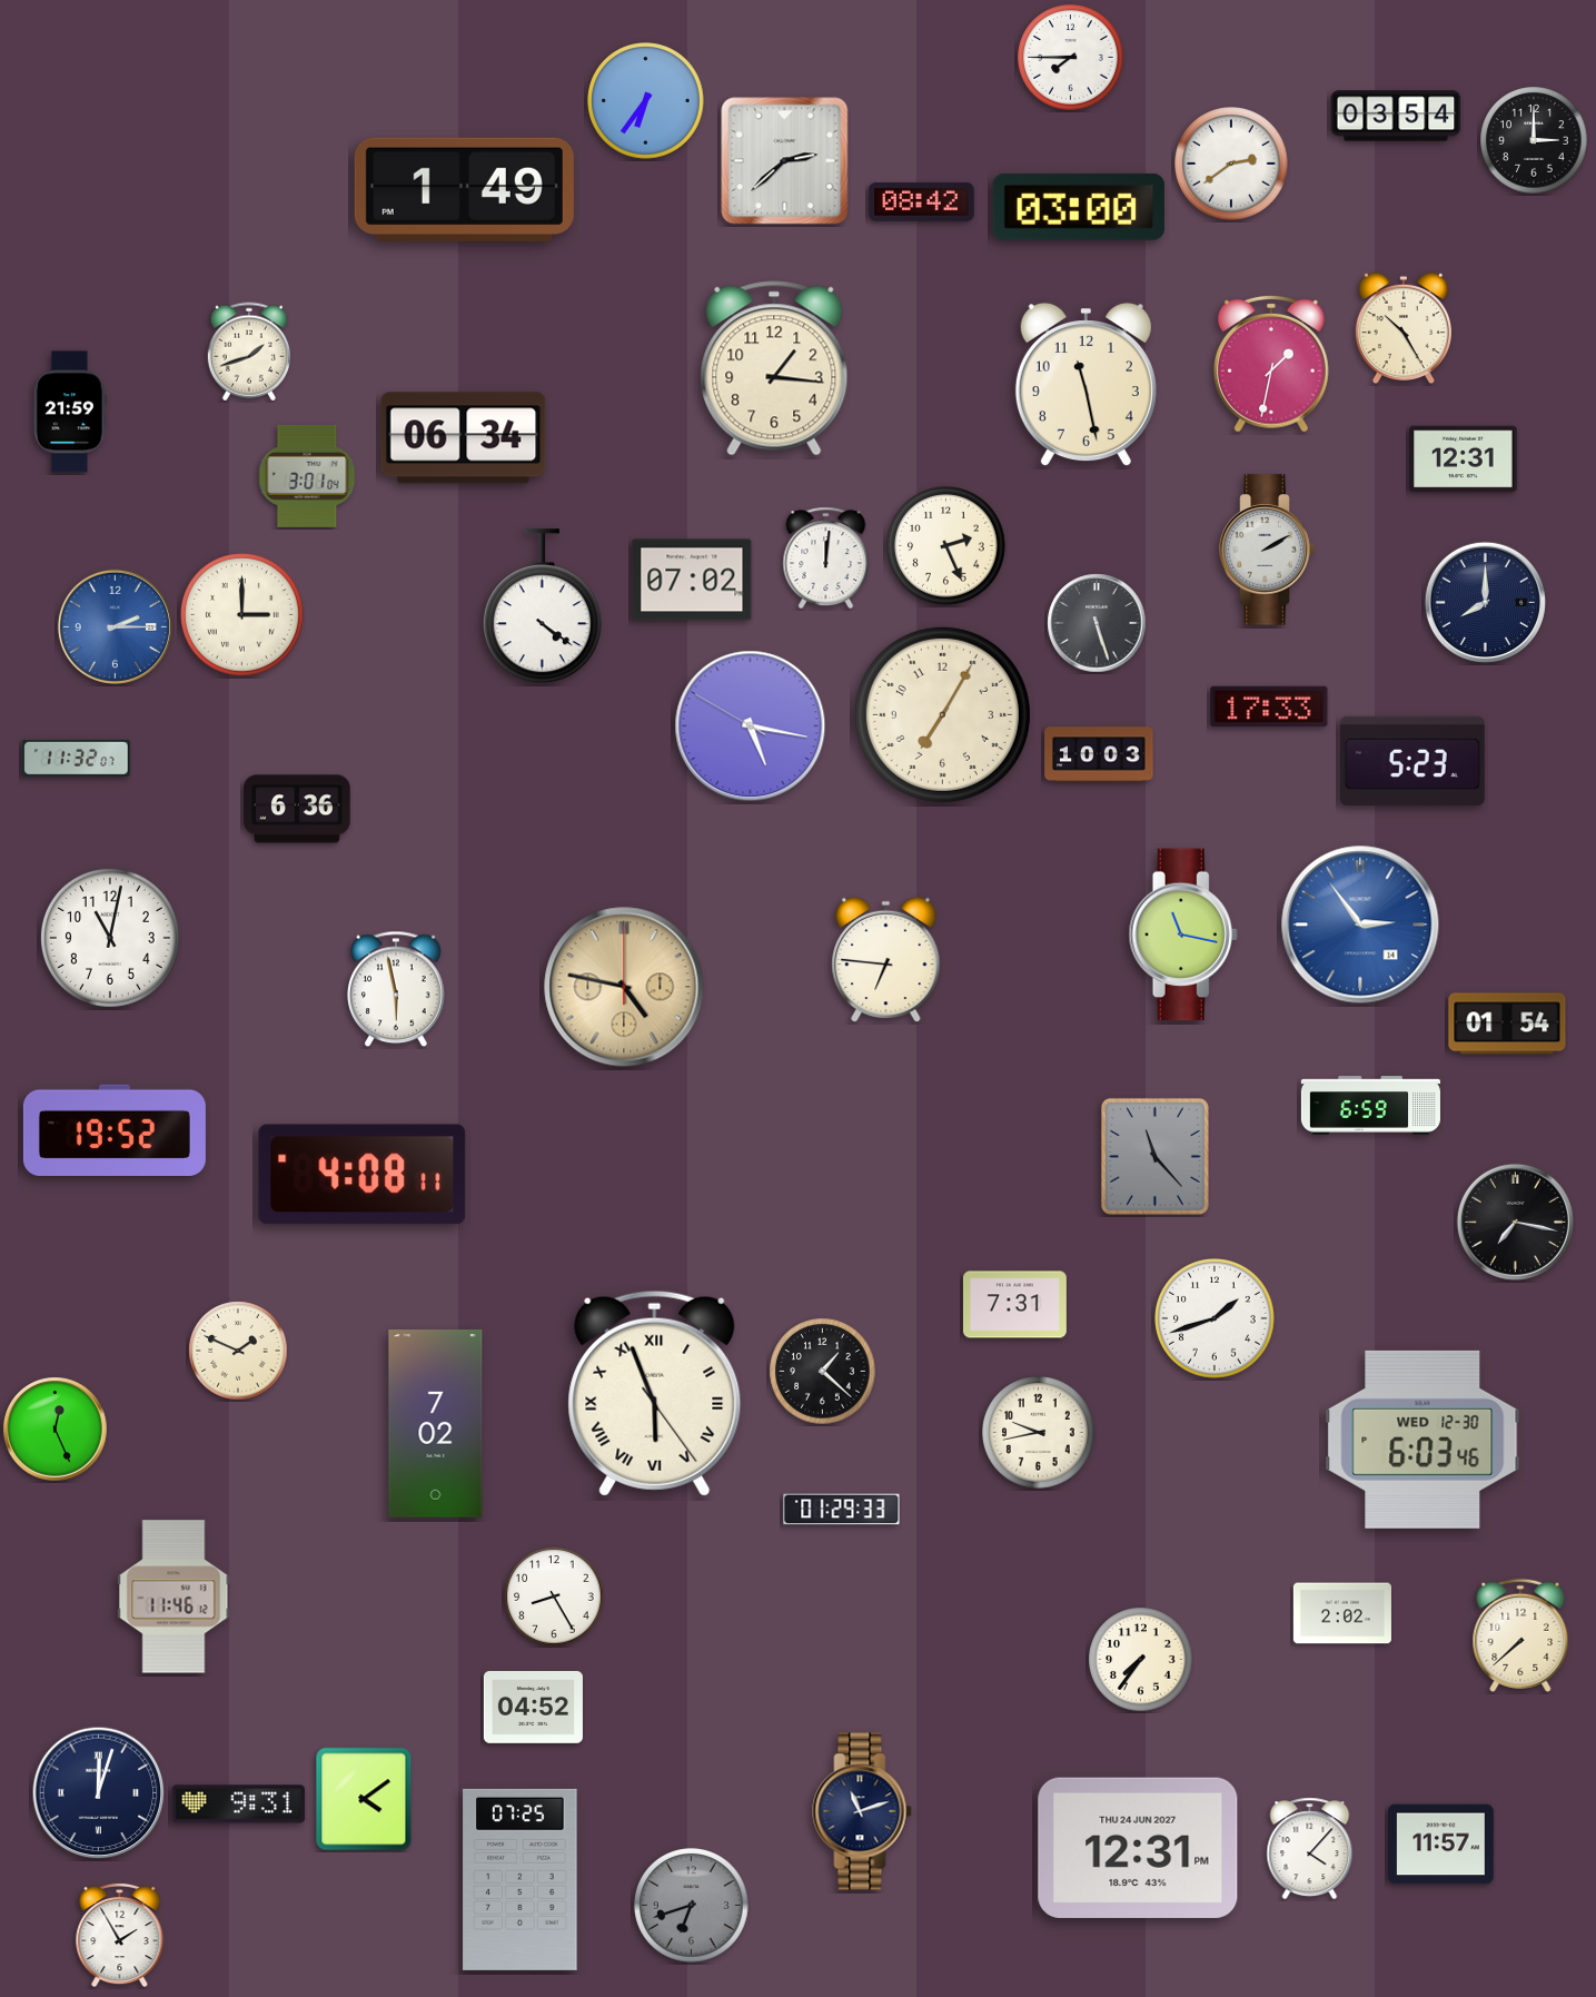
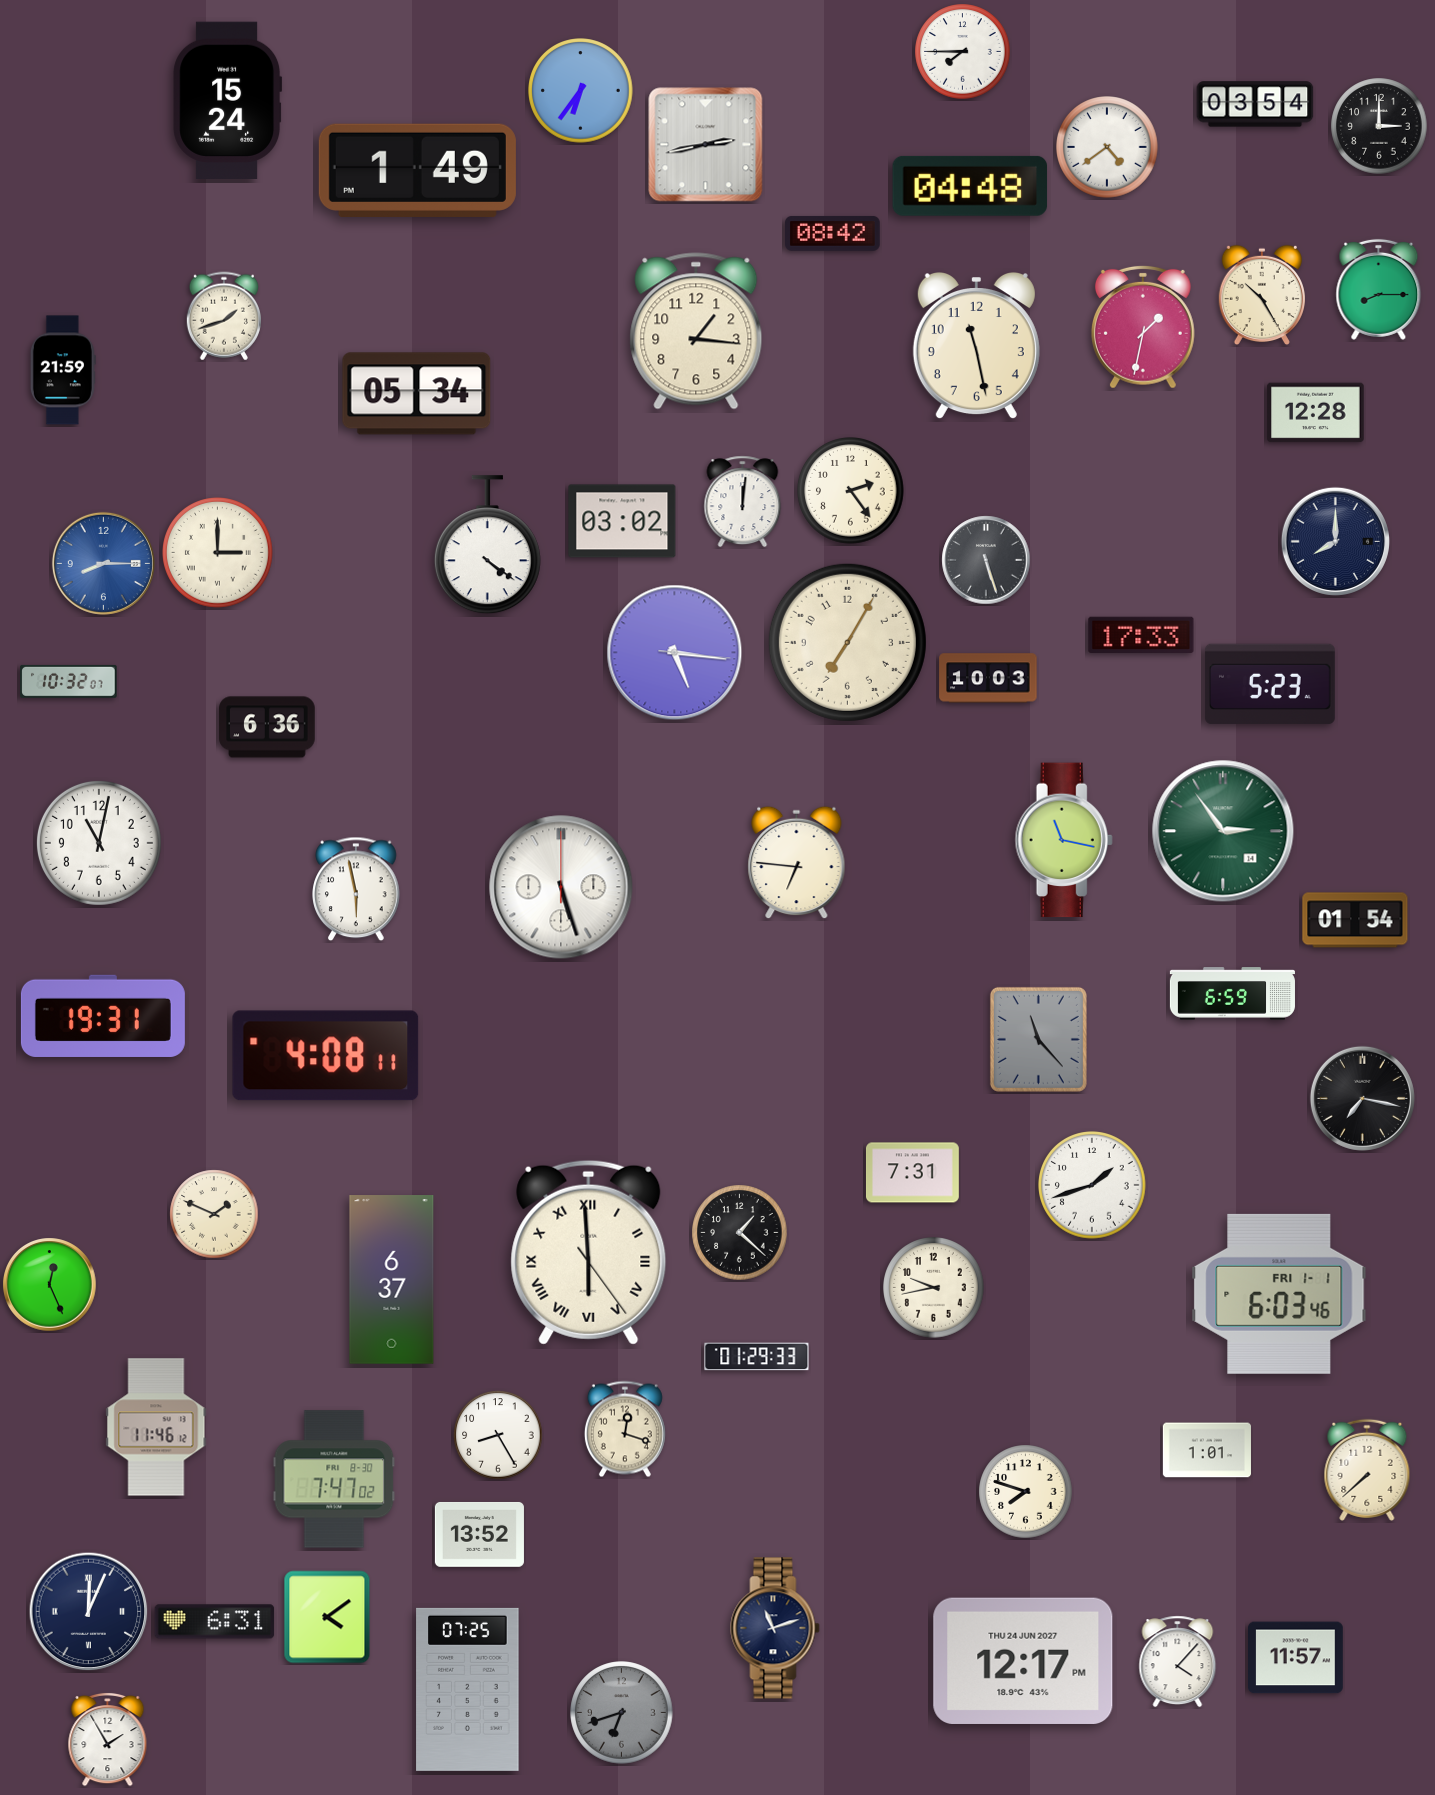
clock at (228, 100): none -> 15:24
clock at (785, 161): 2:38 -> 2:43
clock at (1231, 164): 2:39 -> 4:39
clock at (922, 202) position: (922, 202) -> (833, 234)
clock at (1079, 207): 03:00 -> 04:48
clock at (1379, 289): none -> 8:15
clock at (464, 438): 06:34 -> 05:34
clock at (1464, 459): 12:31 -> 12:28
clock at (307, 476): 3:01 -> none
clock at (946, 546): 2:26 -> 2:24
clock at (1267, 550): 2:10 -> none
clock at (692, 580): 07:02 -> 03:02
clock at (115, 626): 2:15 -> 8:15
clock at (751, 726): 5:16:50 -> 5:16:16
clock at (77, 758): 11:32 -> 10:32
clock at (1360, 925) dial: blue -> green
clock at (624, 987): 4:47 -> 5:27
clock at (624, 987) dial: champagne -> white
clock at (115, 1130): 19:52 -> 19:31
clock at (655, 1393): 5:56 -> 5:59
clock at (436, 1424): 7:02 -> 6:37
clock at (1422, 1440) date: WED 12-30 -> FRI 1-1
clock at (625, 1429): none -> 12:18
clock at (174, 1596) position: (174, 1596) -> (156, 1427)
clock at (1342, 1613): 2:02 -> 1:01
clock at (334, 1479): none -> 7:47
clock at (1141, 1660): 7:36 -> 7:48
clock at (533, 1707): 04:52 -> 13:52
clock at (99, 1793): 12:03 -> 12:04
clock at (239, 1805): 9:31 -> 6:31
clock at (1138, 1848): 12:31 -> 12:17
